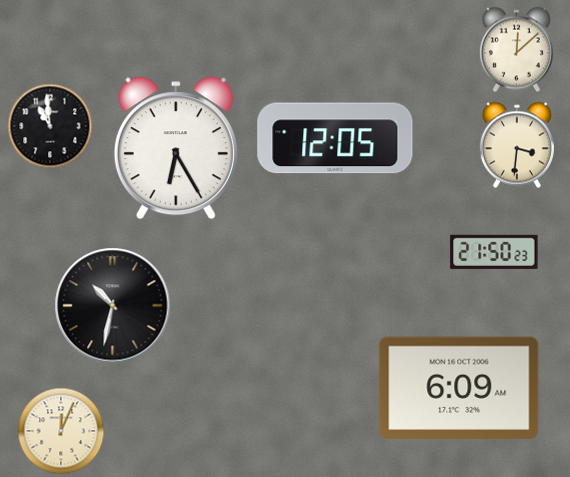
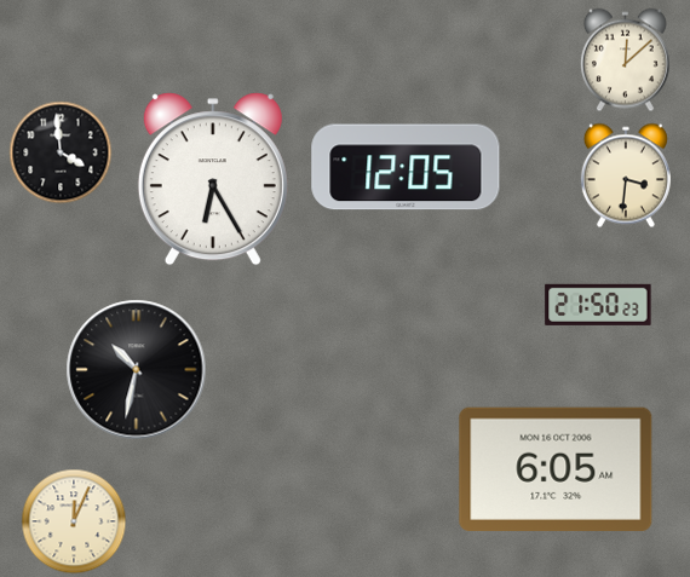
clock at (50, 126): 10:59 -> 3:59
clock at (459, 388): 6:09 -> 6:05
